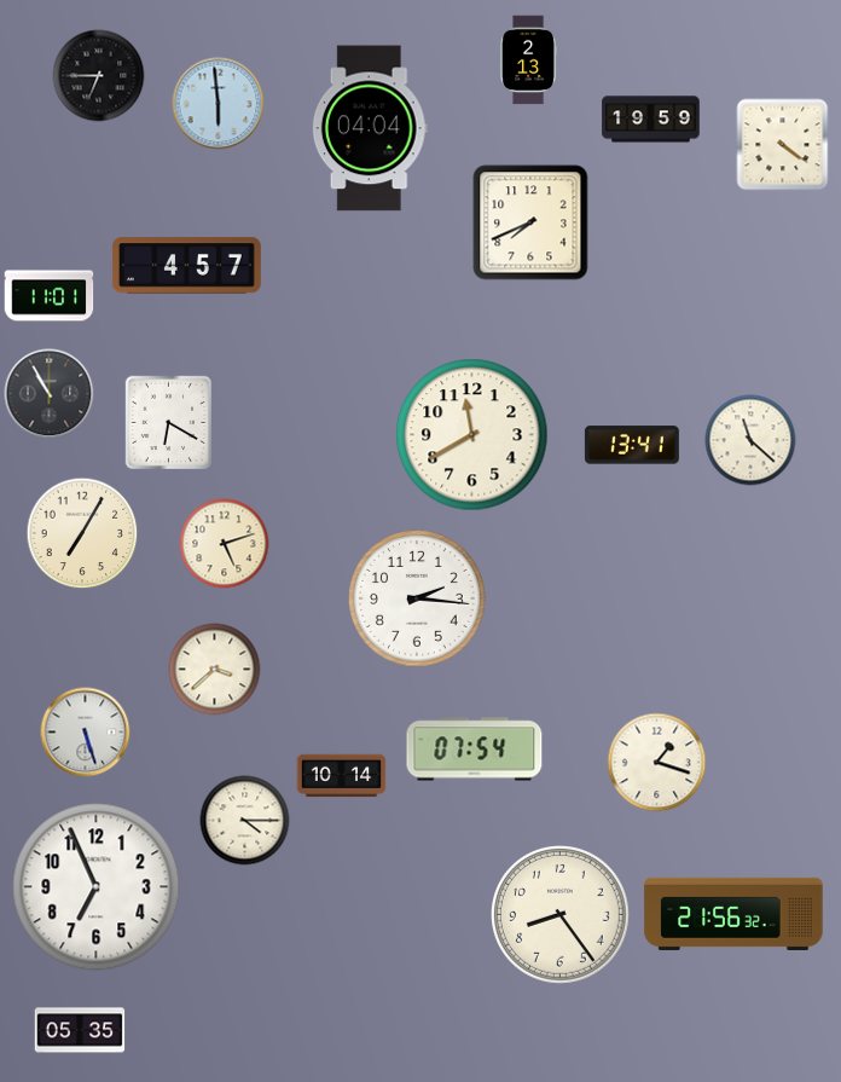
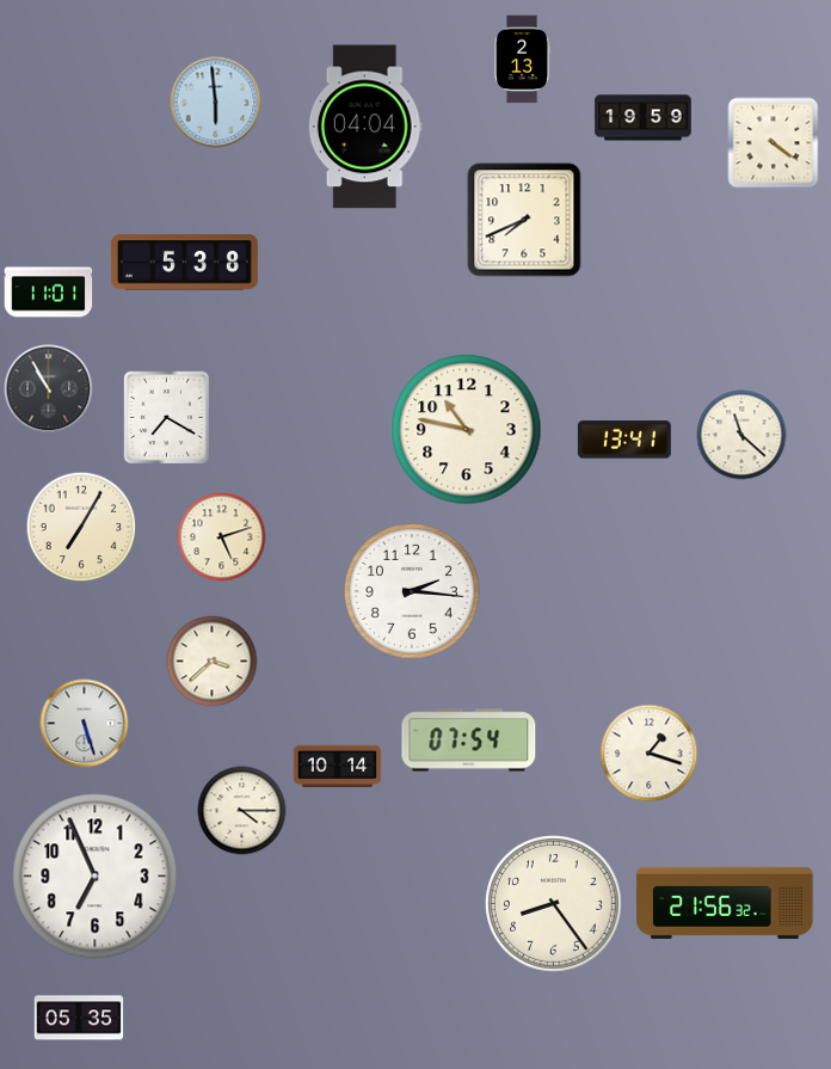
clock at (99, 76): 6:45 -> none
clock at (186, 266): 4:57 -> 5:38
clock at (168, 422): 6:20 -> 7:20
clock at (472, 435): 11:40 -> 10:47
